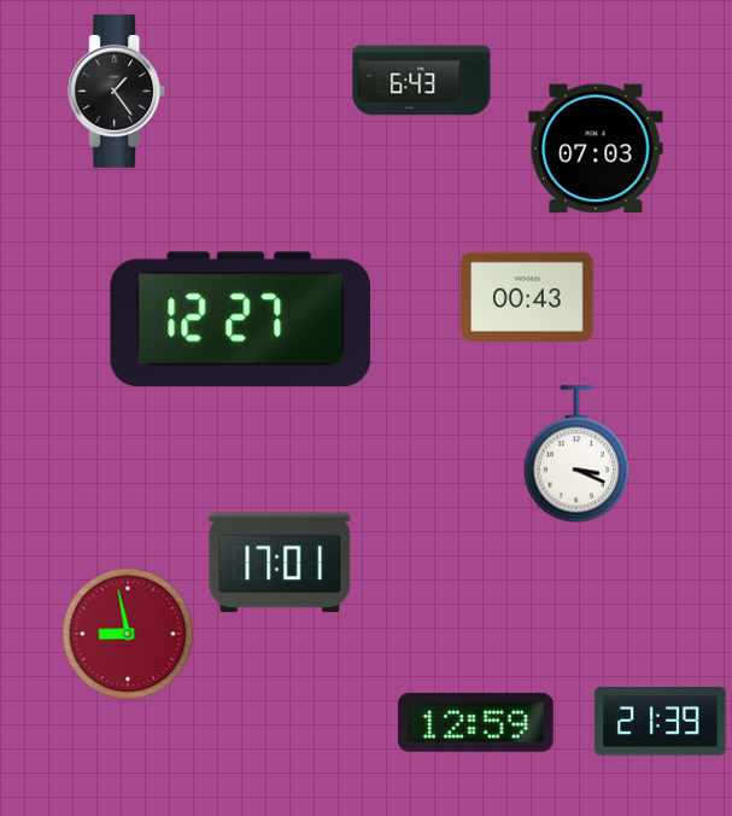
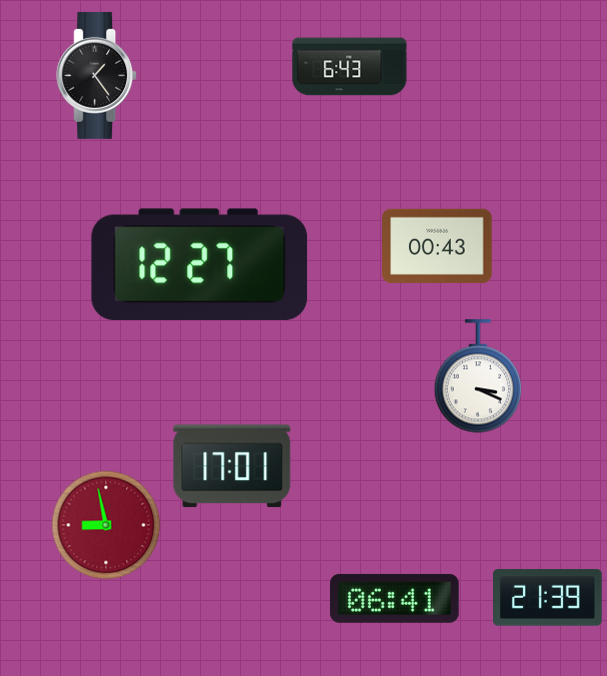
clock at (596, 148): 07:03 -> none
clock at (476, 722): 12:59 -> 06:41
